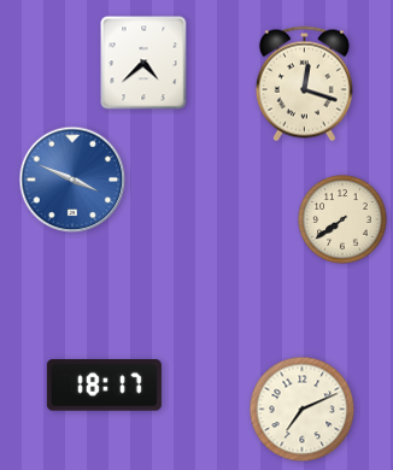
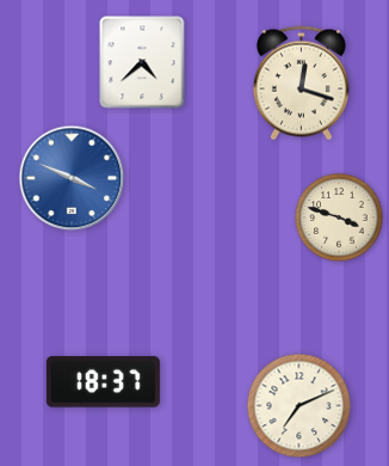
clock at (342, 219): 7:39 -> 3:48
clock at (104, 386): 18:17 -> 18:37
